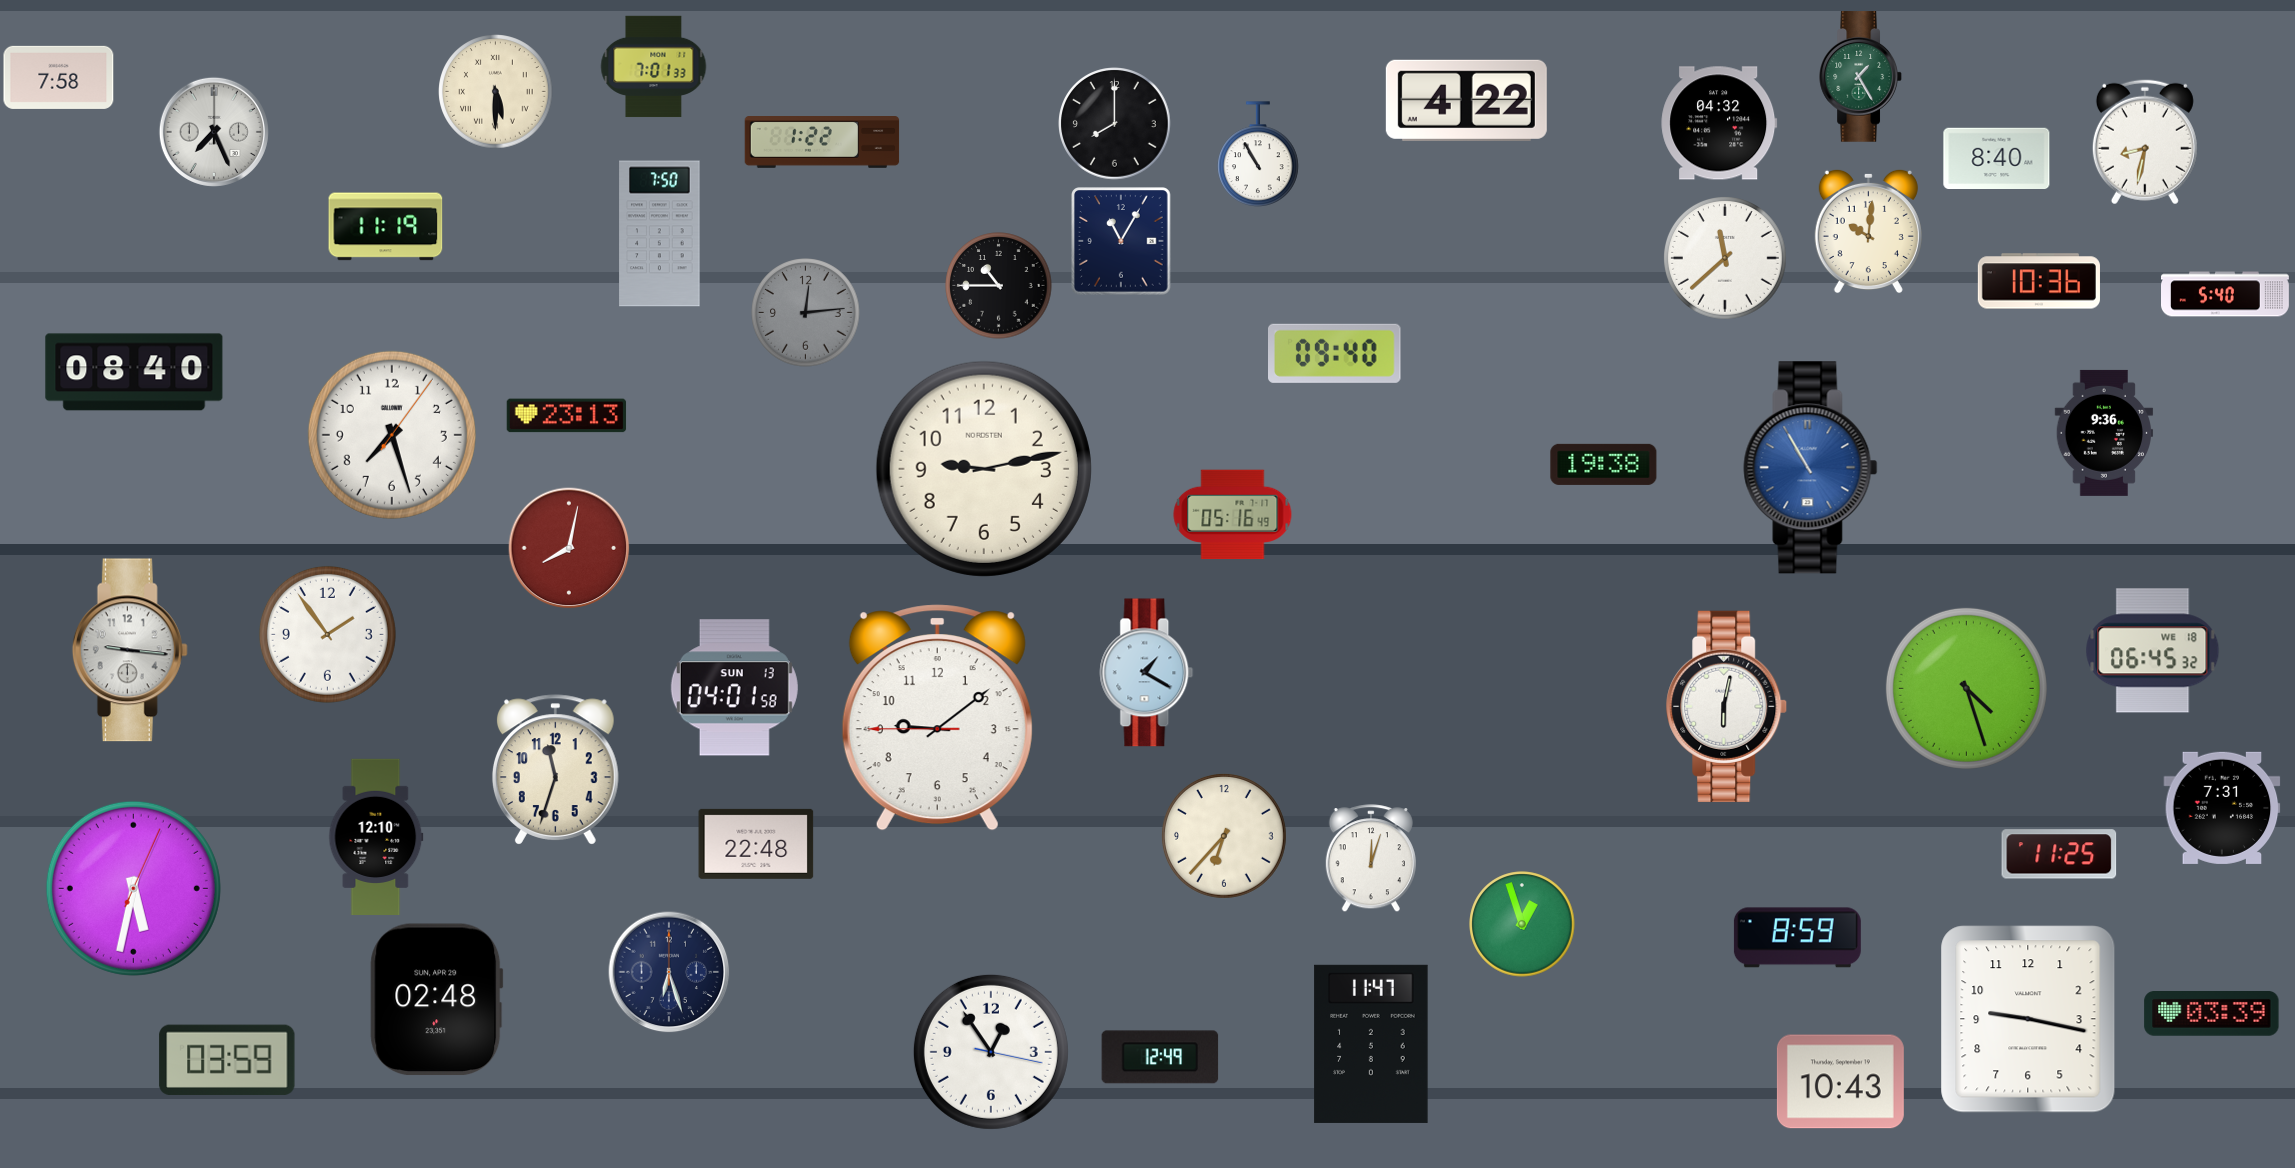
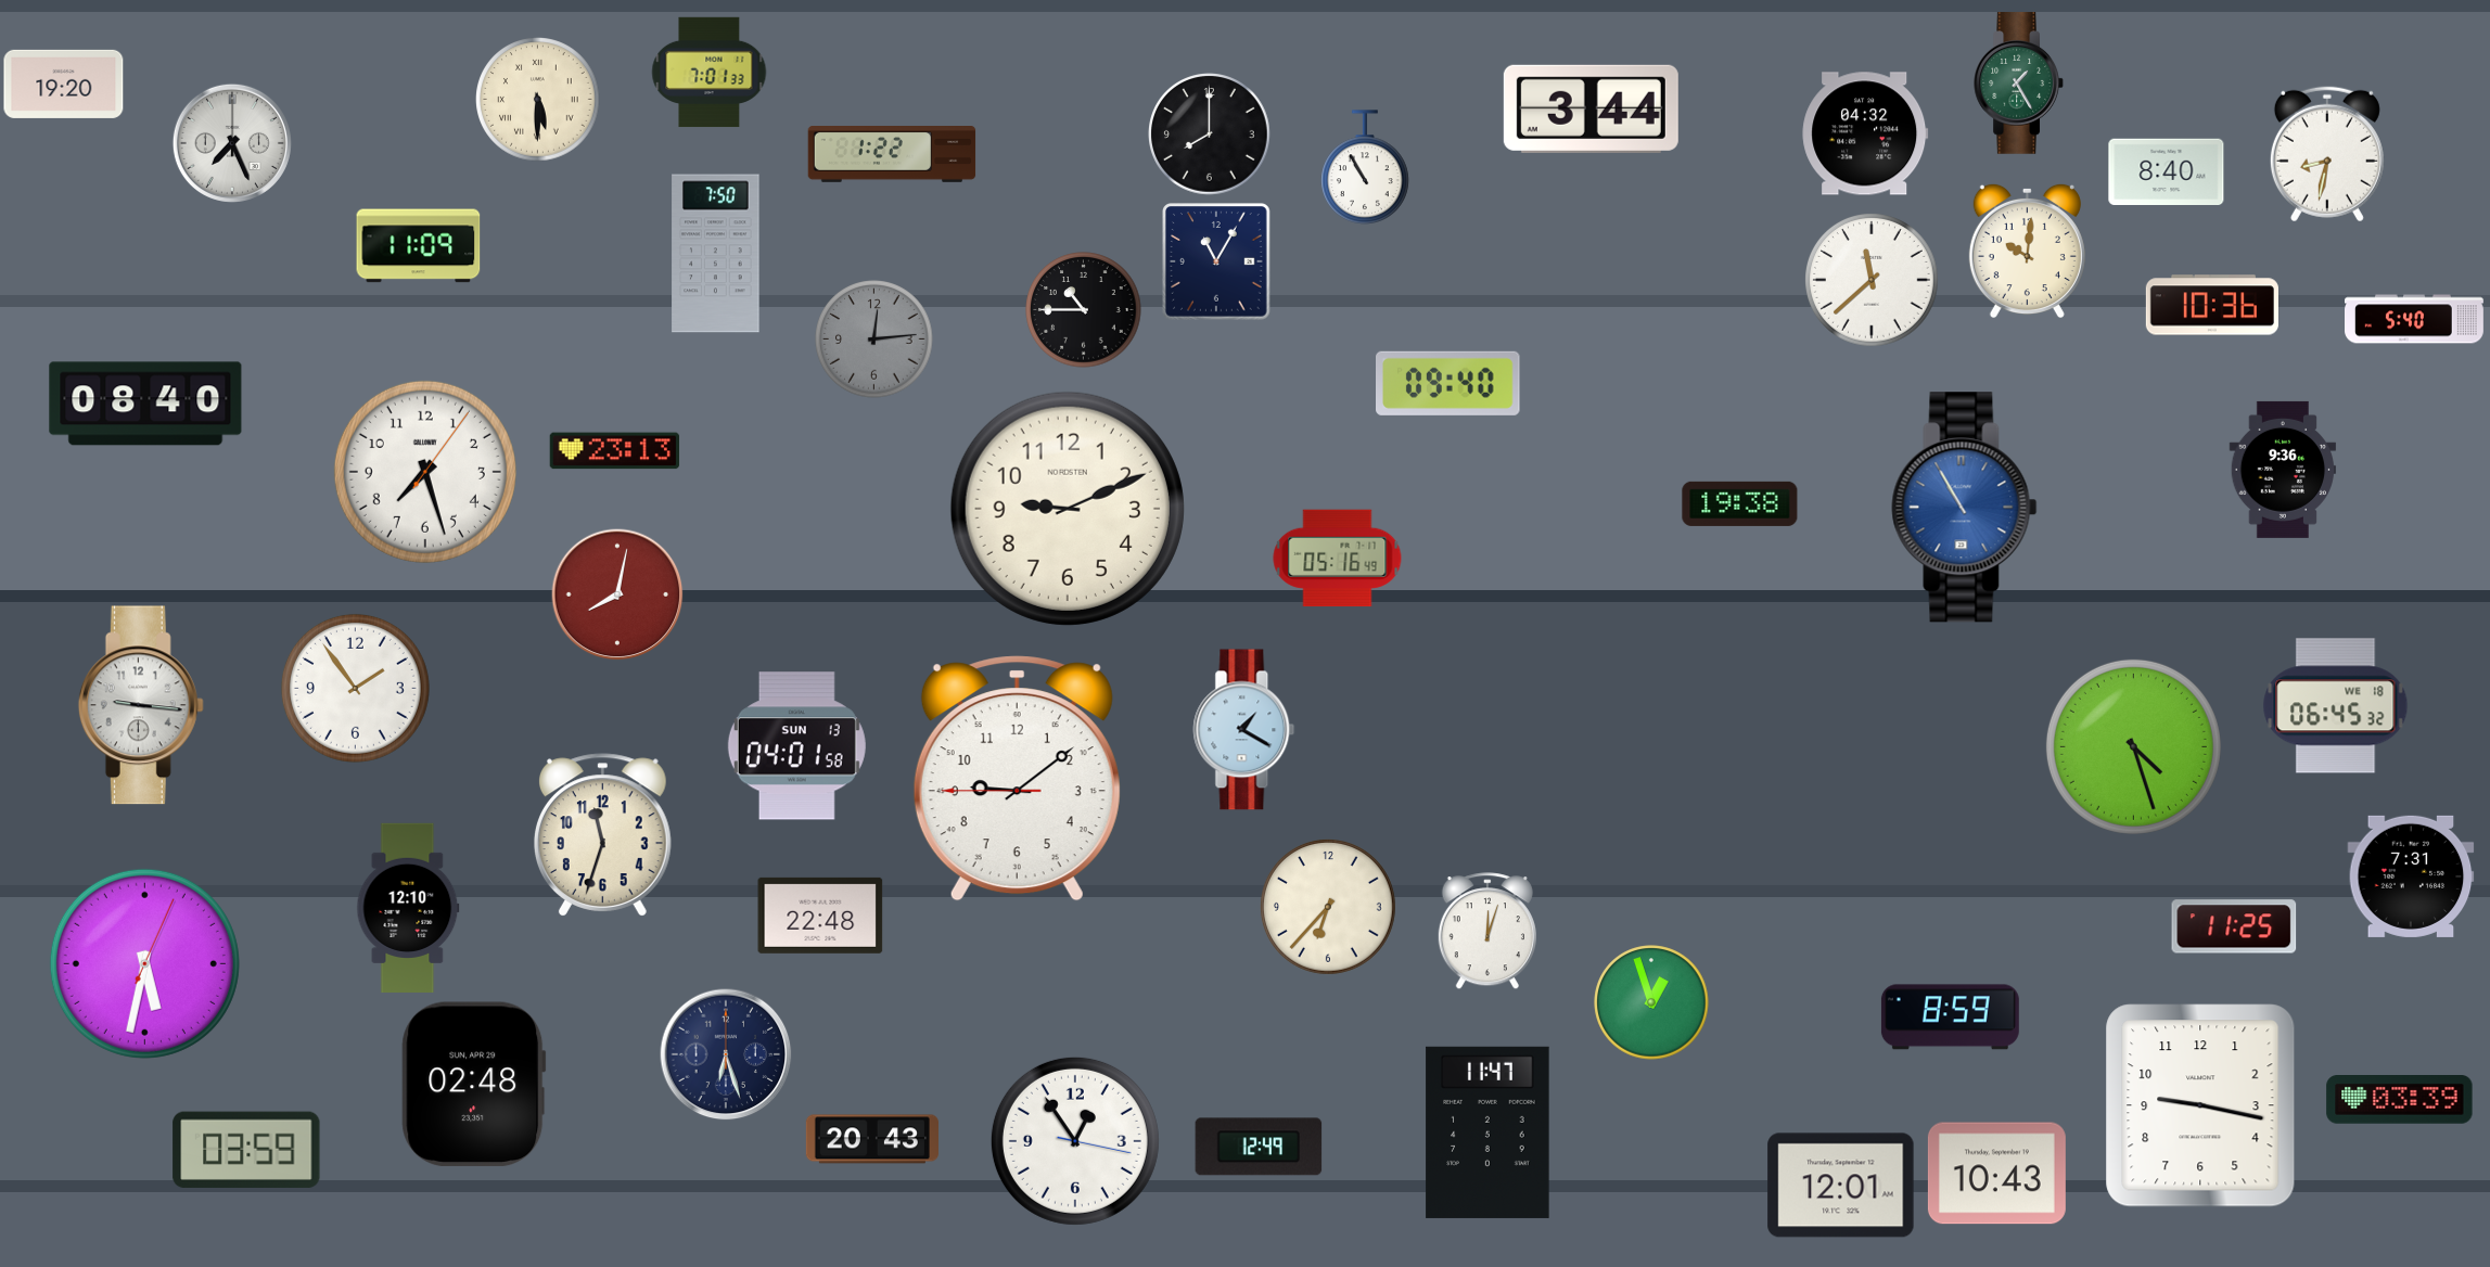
clock at (59, 77): 7:58 -> 19:20
clock at (1466, 100): 4:22 -> 3:44
clock at (386, 227): 11:19 -> 11:09
clock at (984, 469): 9:13 -> 9:11
clock at (1727, 706): 6:02 -> none
clock at (872, 1139): none -> 20:43
clock at (1841, 1186): none -> 12:01
